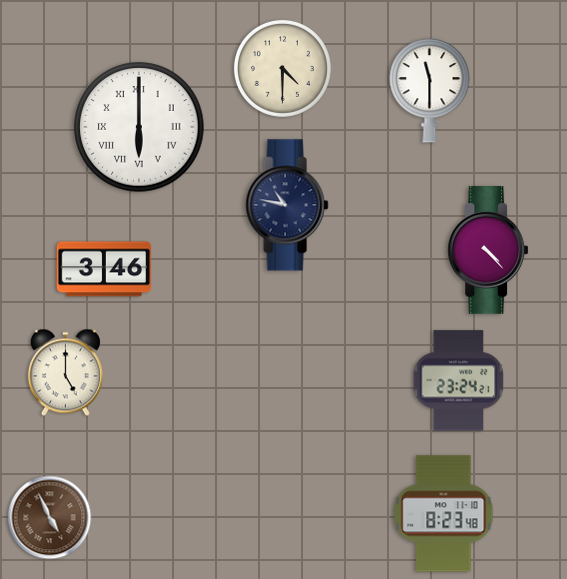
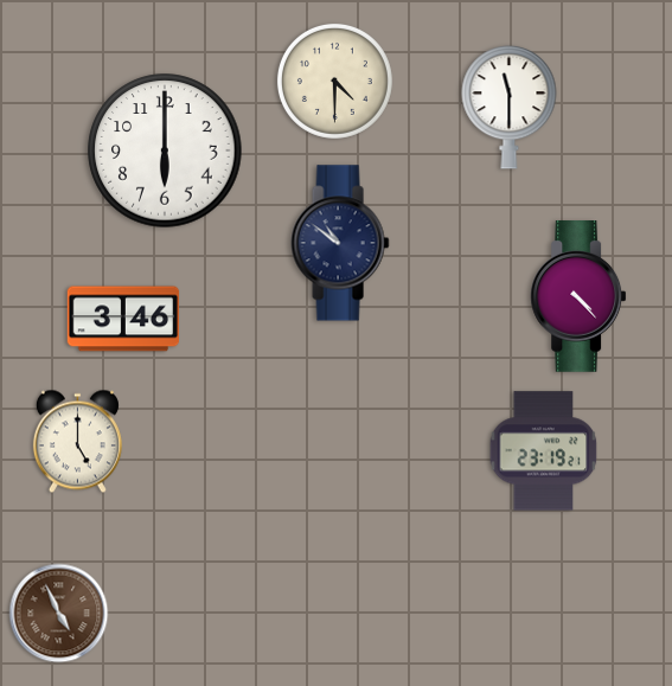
clock at (139, 127) numerals: Roman -> Arabic
clock at (287, 205): 10:47 -> 10:51
clock at (459, 381): 23:24 -> 23:19
clock at (444, 514): 8:23 -> none
